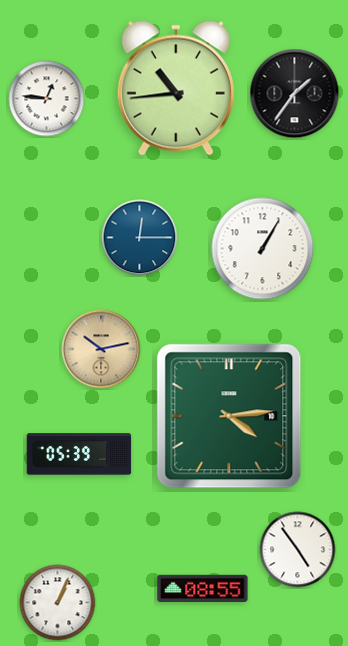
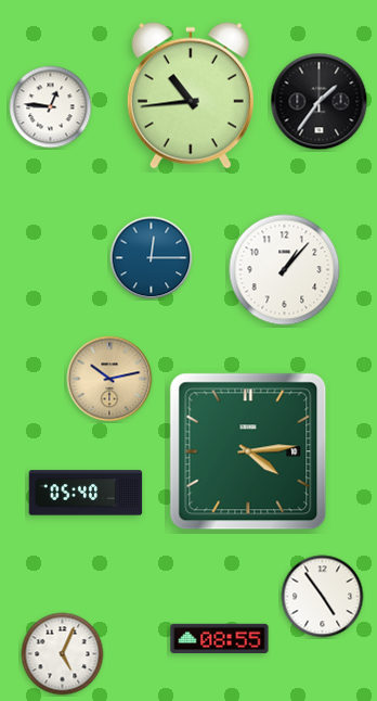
clock at (263, 249): 1:05 -> 1:07
clock at (79, 454): 05:39 -> 05:40
clock at (58, 603): 1:04 -> 5:04
